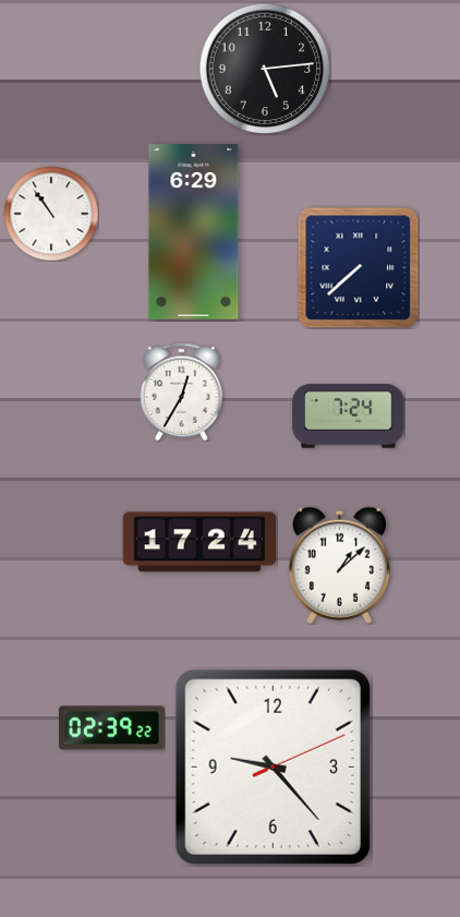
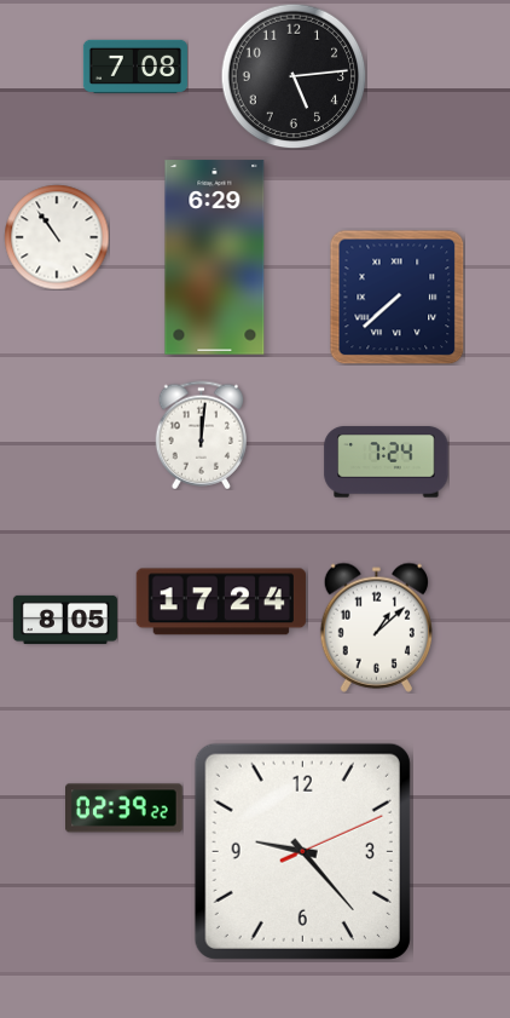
clock at (135, 67): none -> 7:08
clock at (181, 391): 12:35 -> 12:01
clock at (65, 620): none -> 8:05
